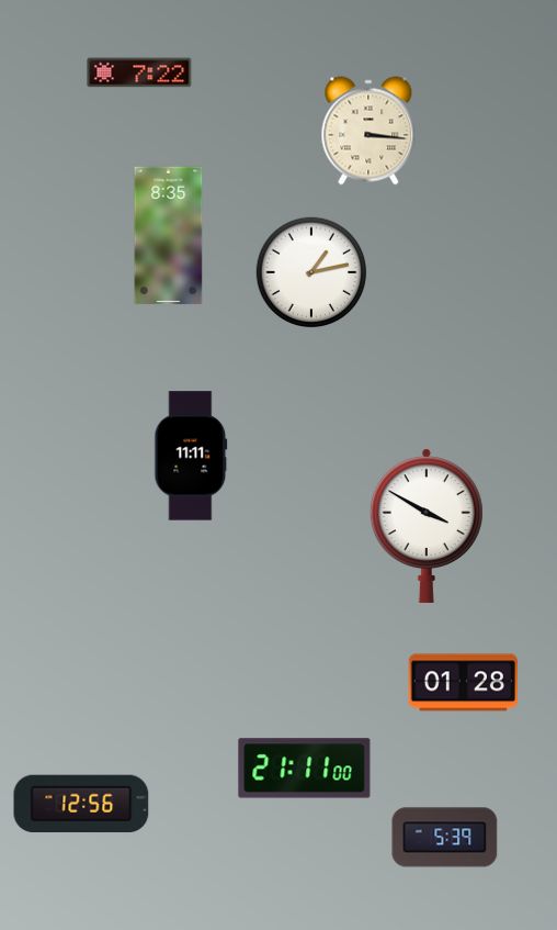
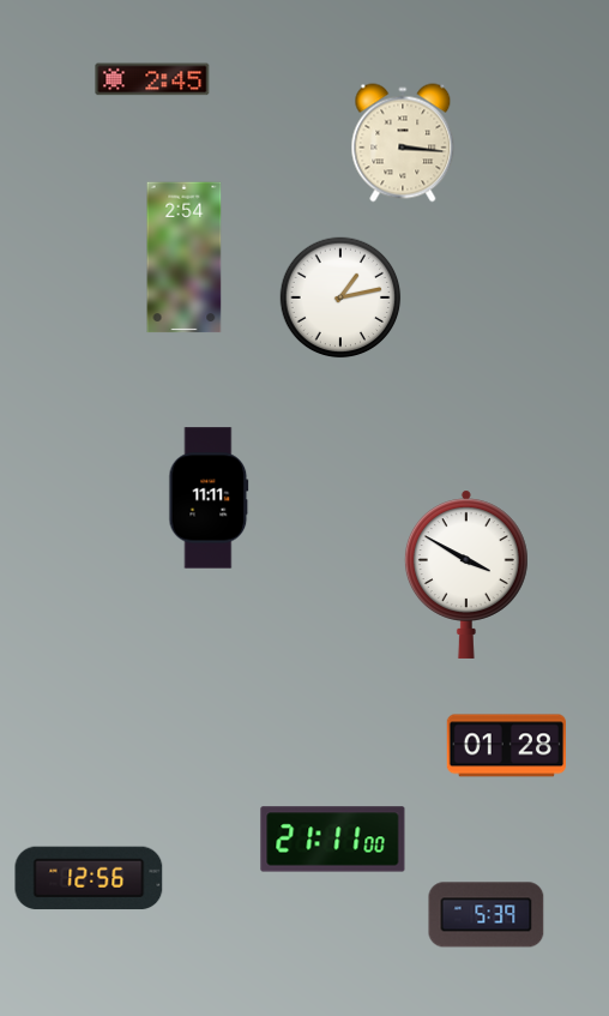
clock at (139, 72): 7:22 -> 2:45
clock at (169, 236): 8:35 -> 2:54
